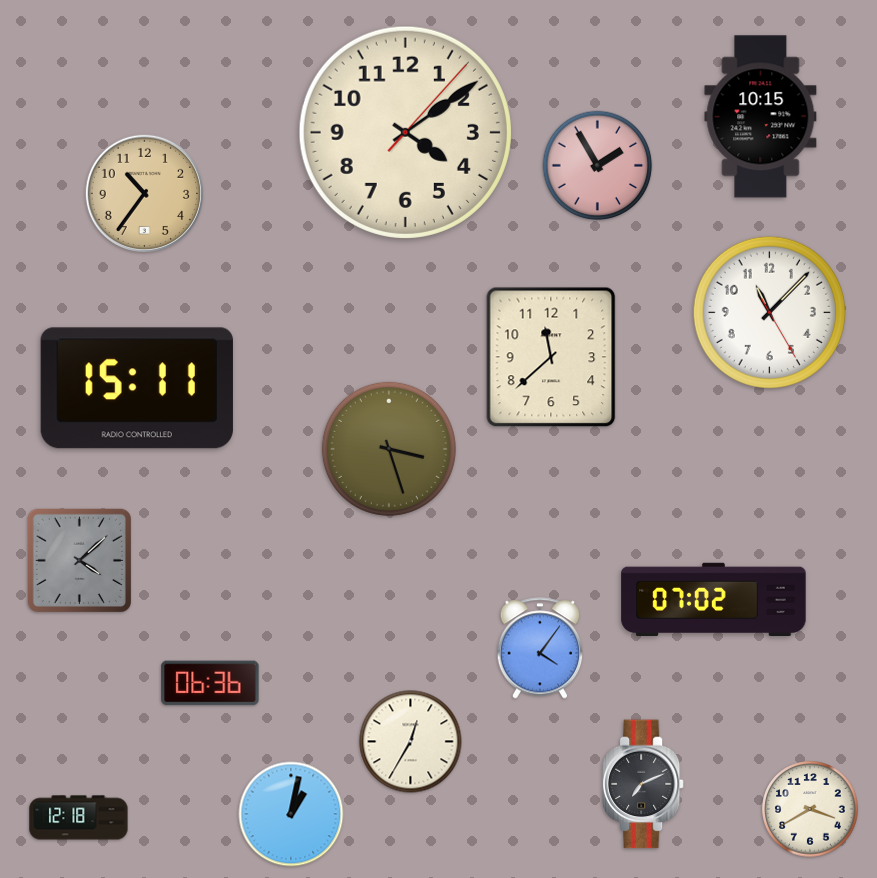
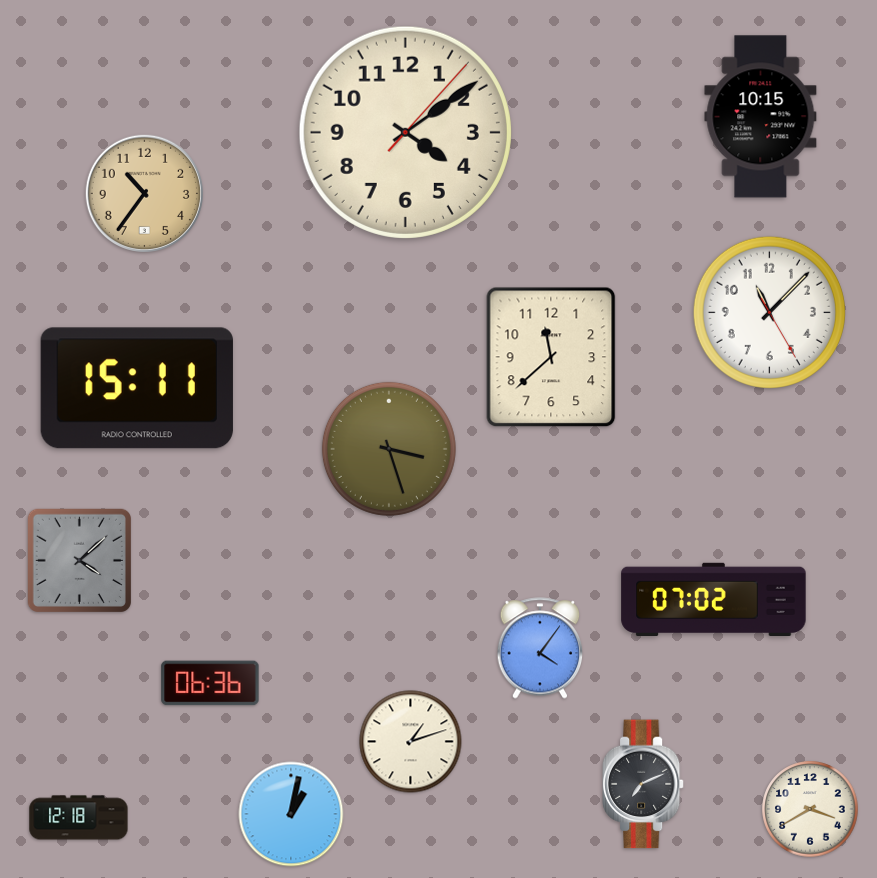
clock at (598, 166): 1:55 -> none
clock at (411, 742): 12:35 -> 1:12
